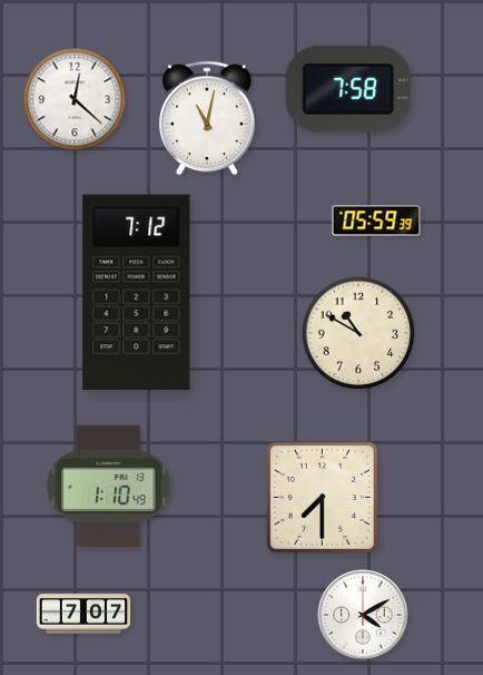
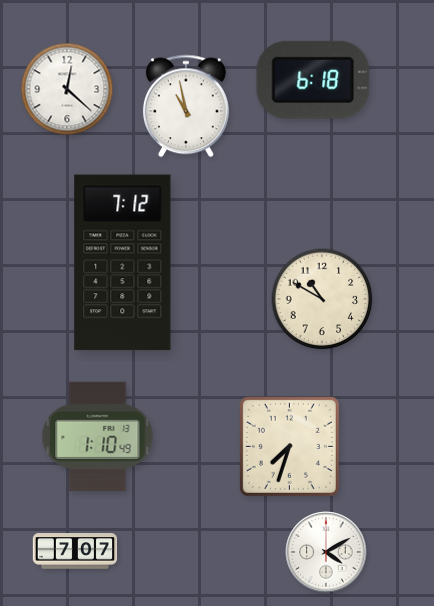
clock at (348, 89): 7:58 -> 6:18
clock at (207, 118): 11:02 -> 10:58
clock at (376, 221): 05:59 -> none
clock at (322, 497): 7:30 -> 7:33
